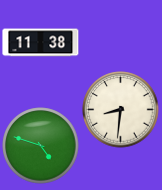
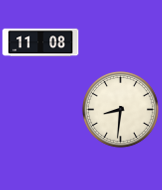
clock at (41, 43): 11:38 -> 11:08
clock at (41, 146): 4:48 -> none
